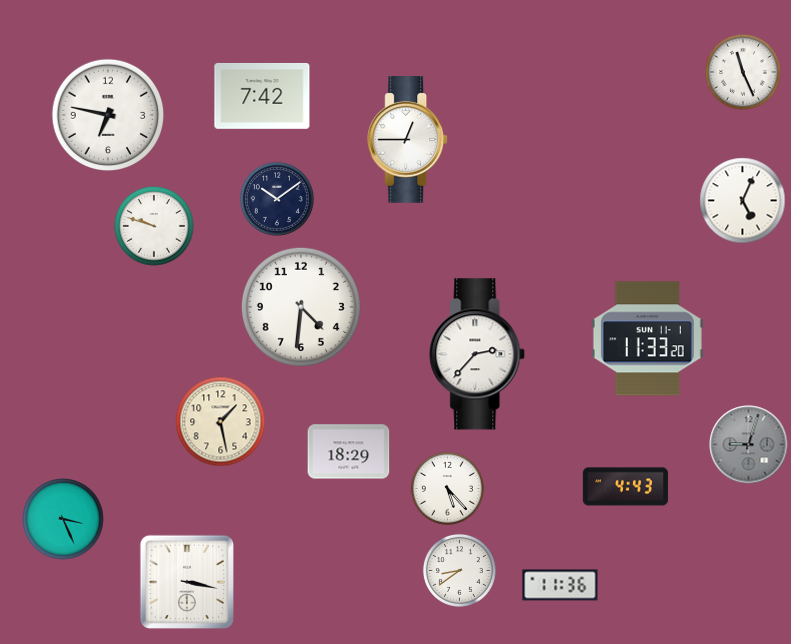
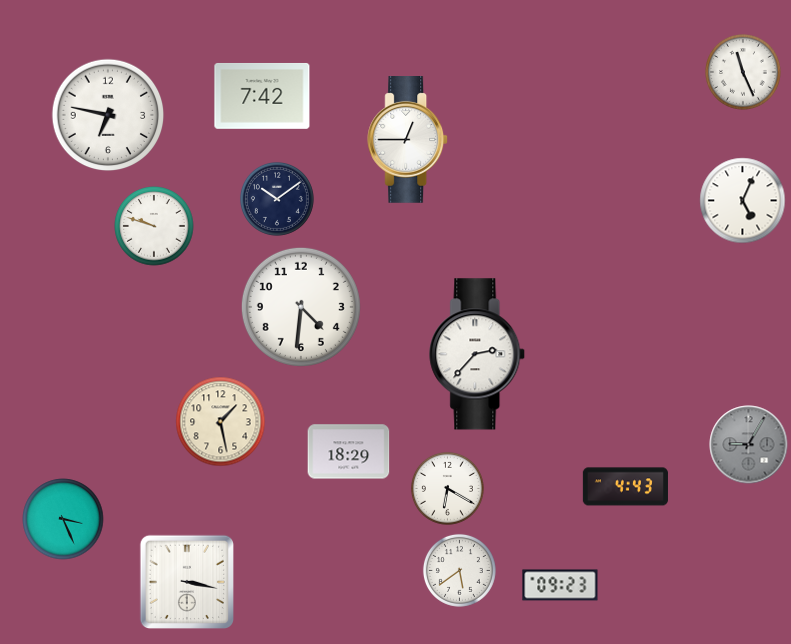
clock at (647, 339): 11:33 -> none
clock at (749, 445): 9:03 -> 9:05
clock at (447, 488): 5:23 -> 6:20
clock at (459, 570): 8:39 -> 5:39
clock at (560, 585): 11:36 -> 09:23
